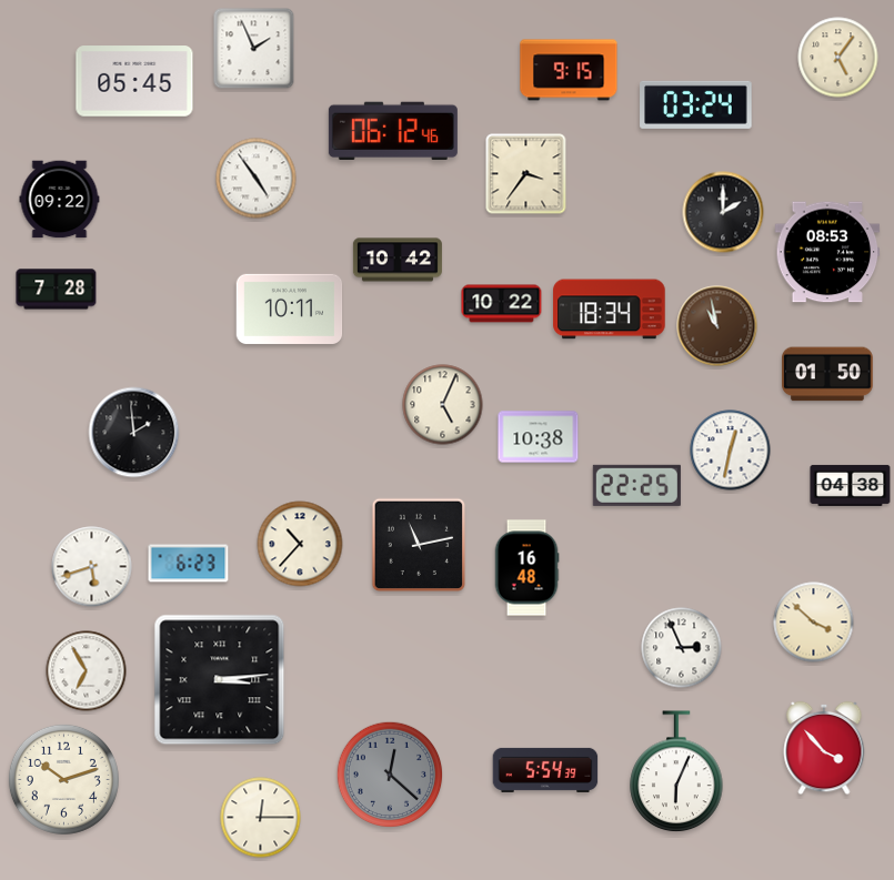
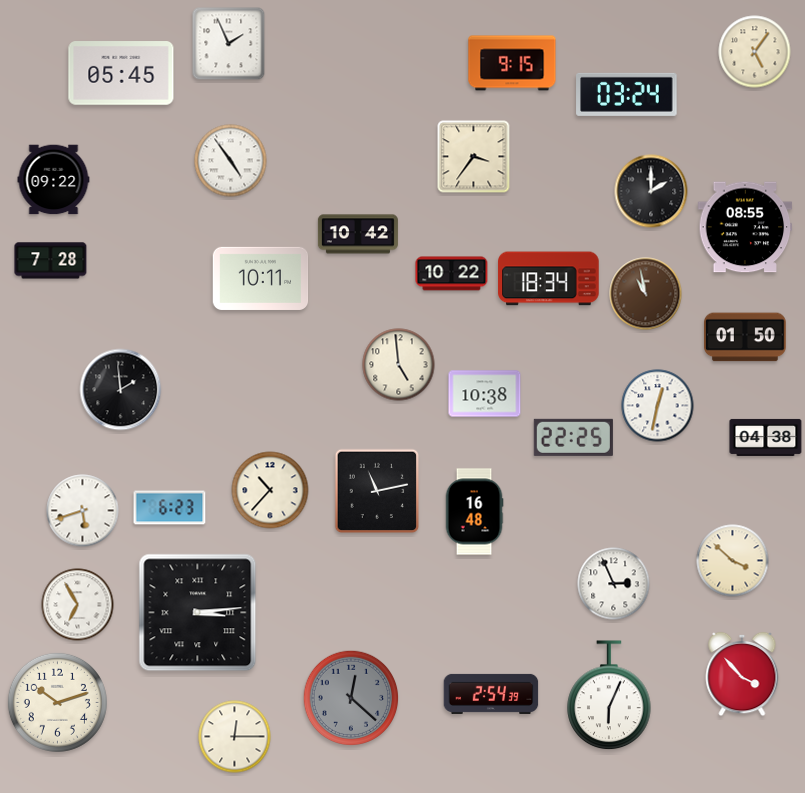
clock at (393, 130): 06:12 -> none
clock at (827, 252): 08:53 -> 08:55
clock at (443, 405): 5:04 -> 4:59
clock at (545, 770): 5:54 -> 2:54
